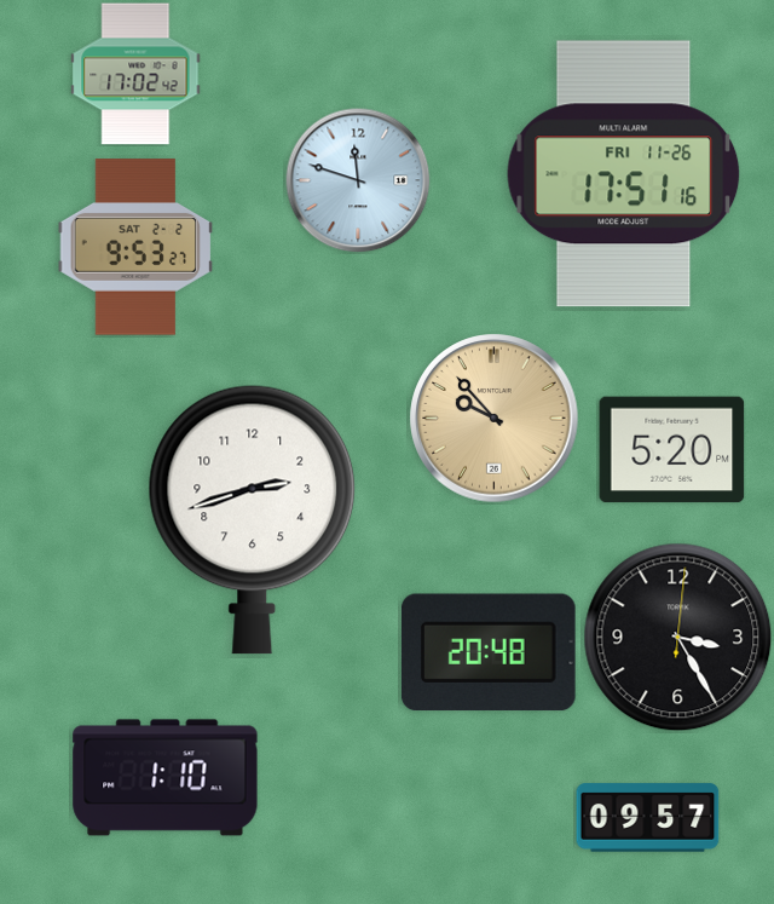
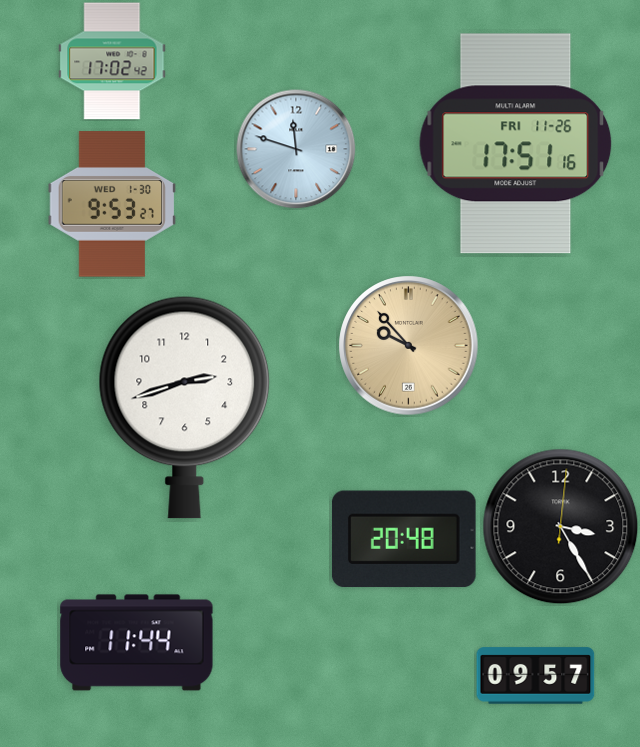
clock at (135, 247) date: SAT 2-2 -> WED 1-30
clock at (672, 450): 5:20 -> none
clock at (253, 519) position: (253, 519) -> (185, 407)
clock at (166, 778): 1:10 -> 11:44
